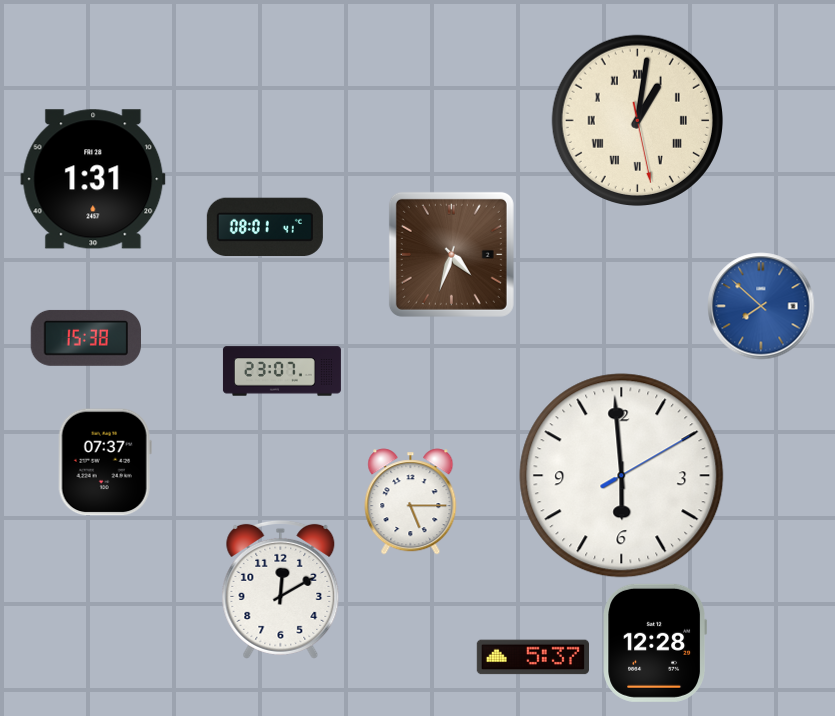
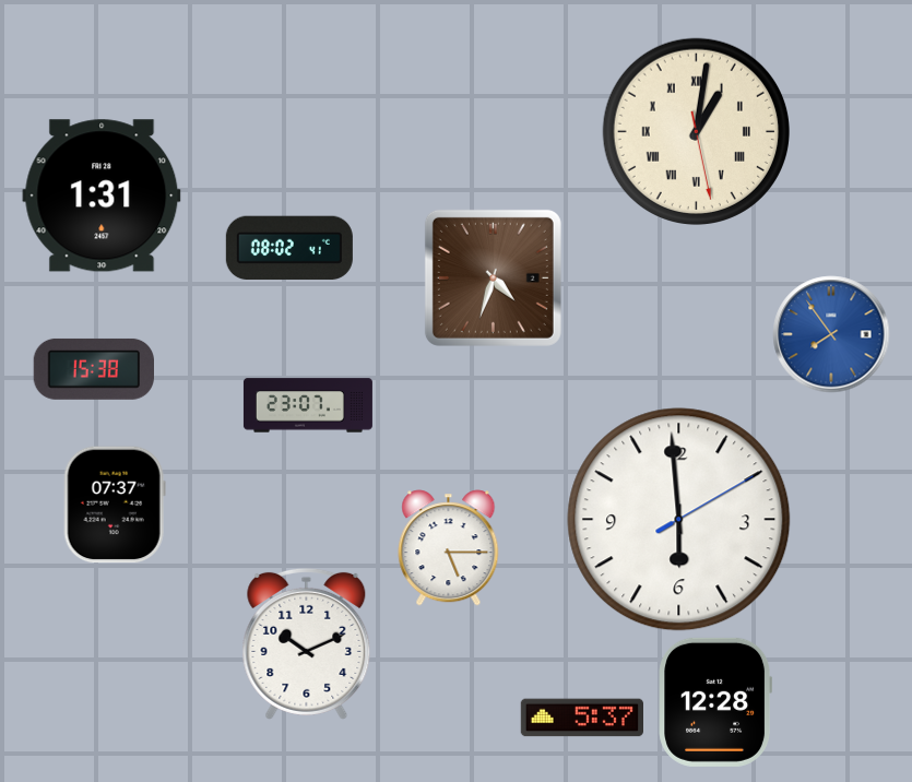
clock at (265, 227): 08:01 -> 08:02
clock at (761, 306): 7:52 -> 7:54
clock at (281, 589): 12:10 -> 10:11
